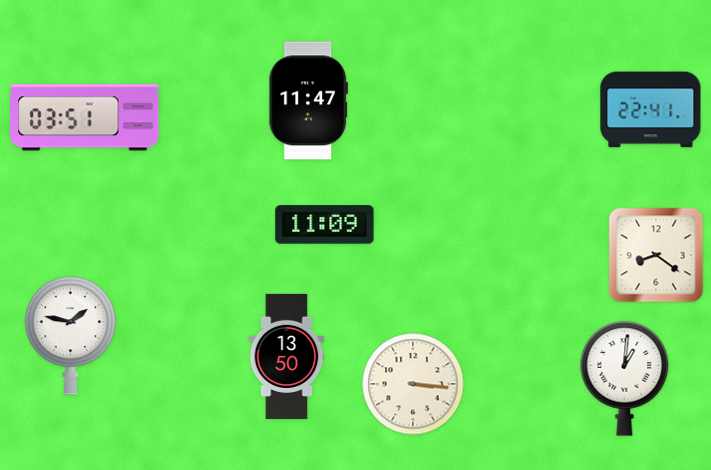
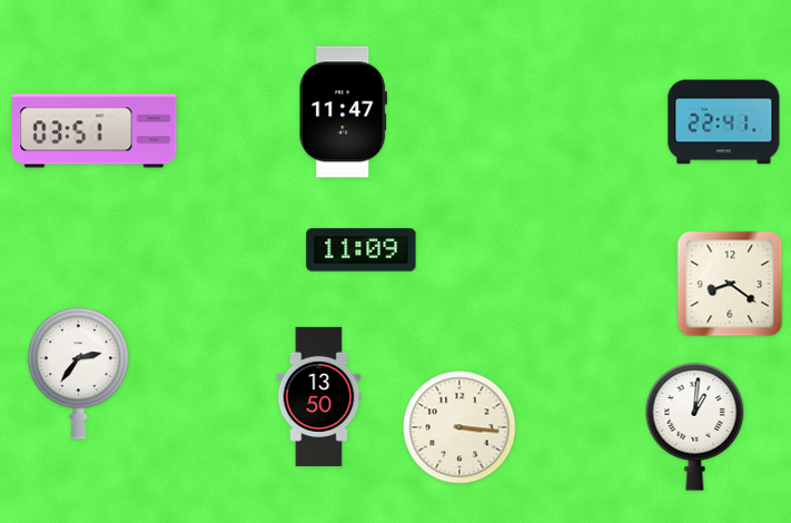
clock at (70, 336): 1:47 -> 2:36
clock at (625, 379) position: (625, 379) -> (695, 427)
